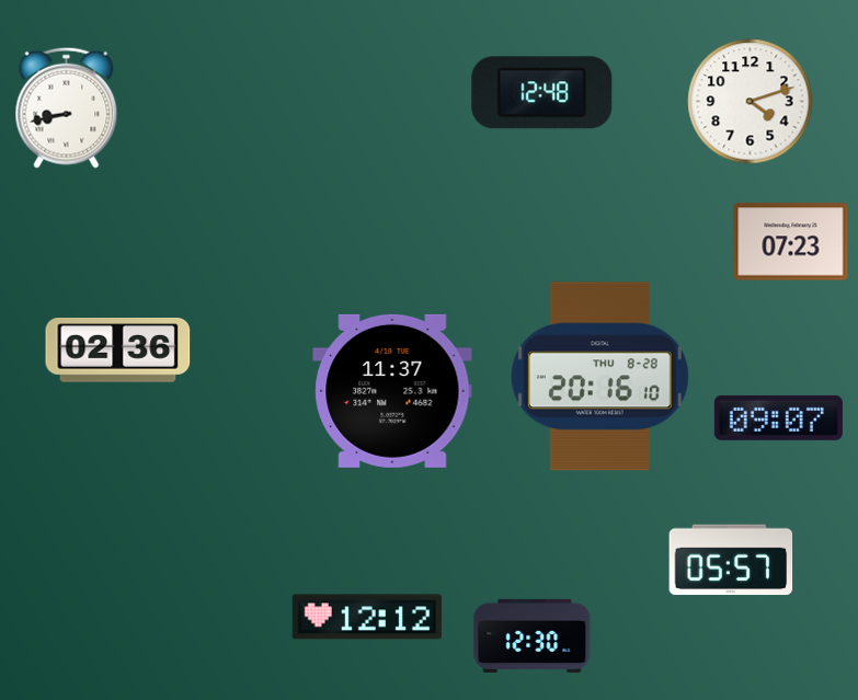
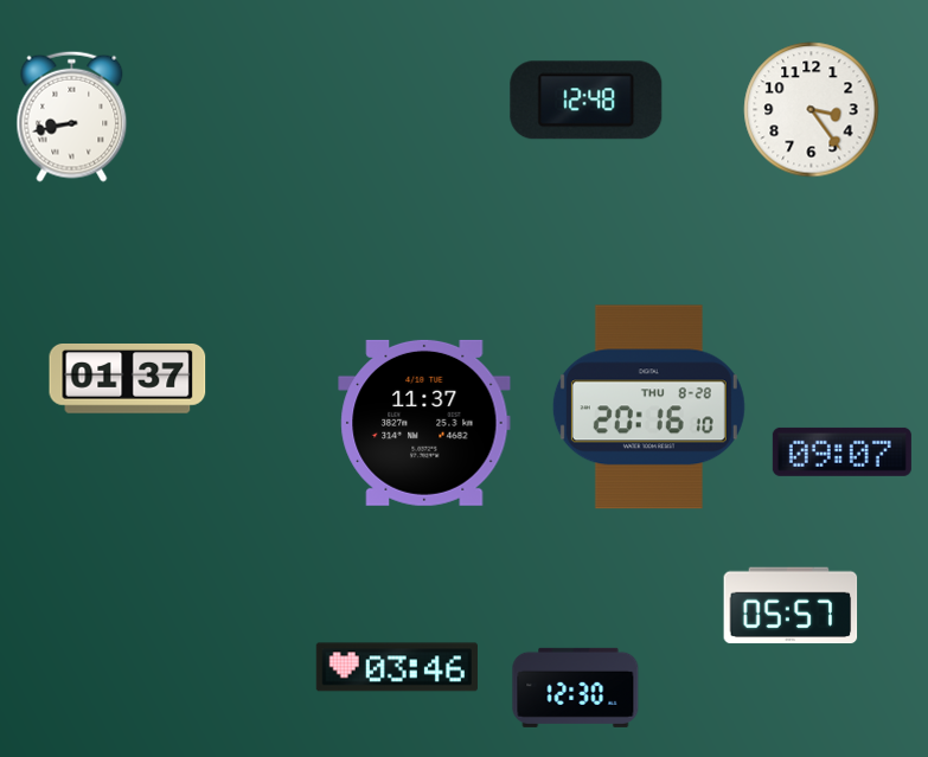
clock at (751, 102): 4:12 -> 3:24
clock at (791, 242): 07:23 -> none
clock at (118, 351): 02:36 -> 01:37
clock at (367, 617): 12:12 -> 03:46
